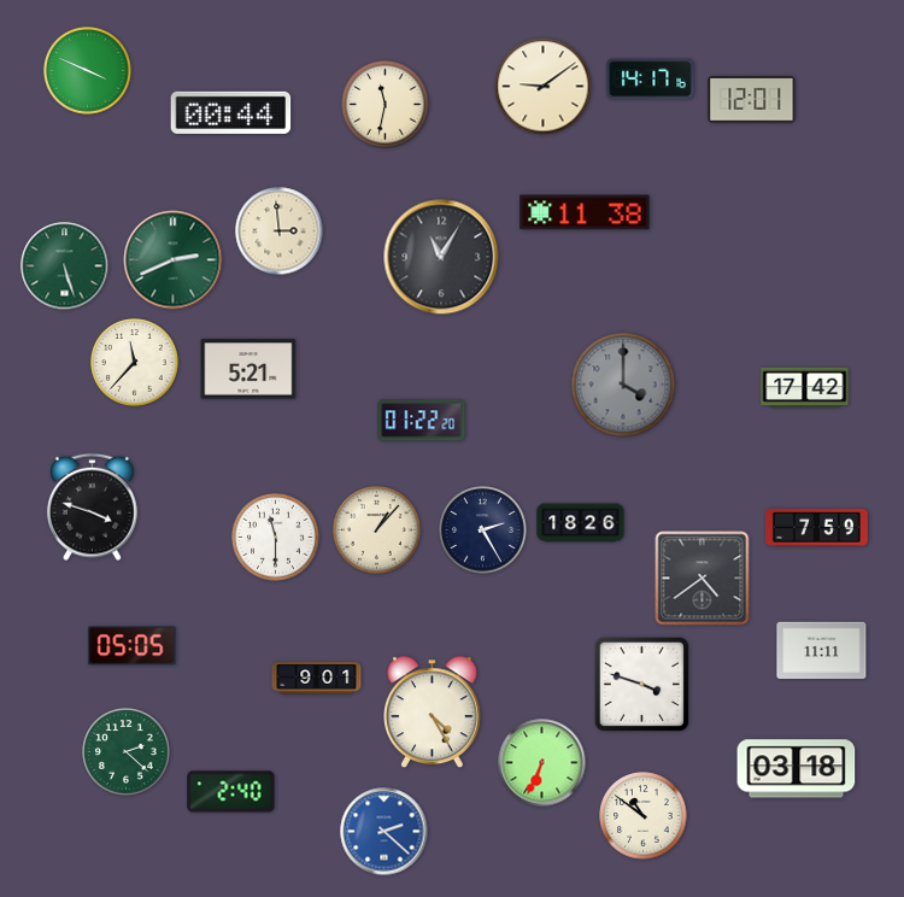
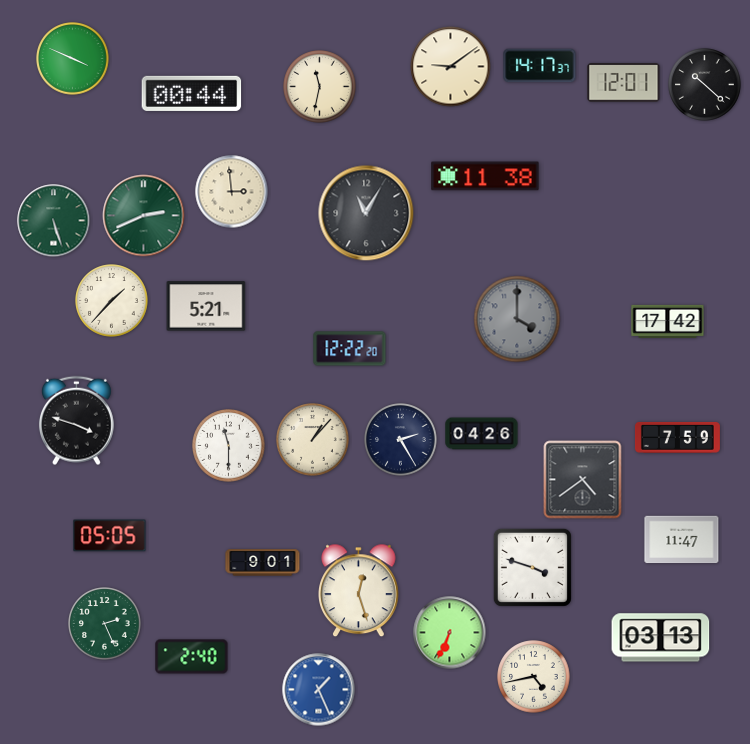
clock at (651, 80): 14:17:16 -> 14:17:37
clock at (544, 87) position: (544, 87) -> (451, 67)
clock at (705, 85): none -> 10:22
clock at (135, 363): 11:37 -> 1:37
clock at (422, 421): 01:22 -> 12:22
clock at (581, 523): 18:26 -> 04:26
clock at (822, 651): 11:11 -> 11:47
clock at (433, 713): 4:25 -> 12:27
clock at (127, 752): 2:22 -> 2:26
clock at (797, 769): 03:18 -> 03:13
clock at (644, 816): 10:51 -> 4:43
clock at (385, 832): 2:22 -> 1:26
